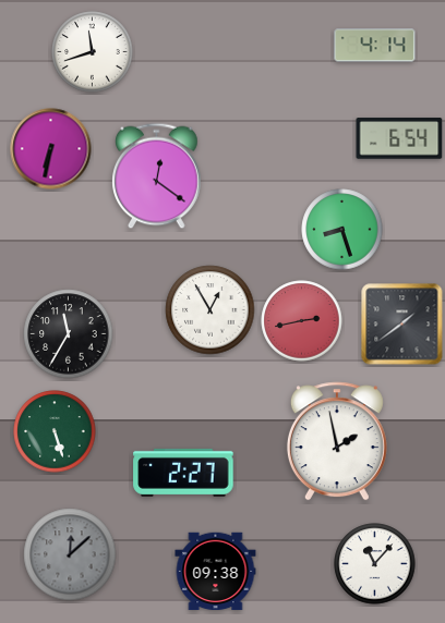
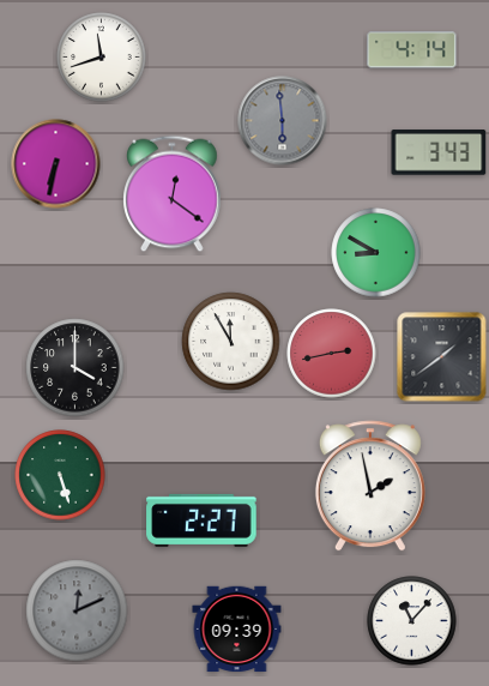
clock at (283, 121): none -> 5:59
clock at (399, 138): 6:54 -> 3:43
clock at (342, 230): 8:27 -> 8:50
clock at (211, 310): 12:55 -> 11:55
clock at (69, 334): 11:35 -> 4:00
clock at (70, 554): 12:08 -> 12:11
clock at (216, 572): 09:38 -> 09:39
